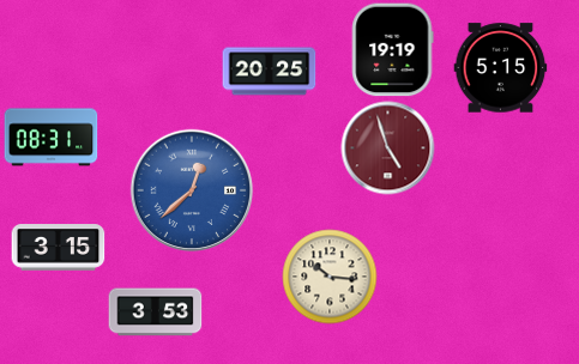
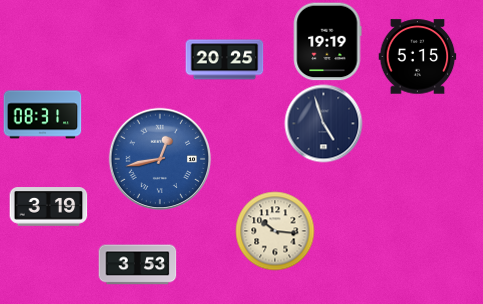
clock at (387, 147) dial: burgundy -> navy
clock at (192, 190): 12:38 -> 12:43
clock at (58, 248): 3:15 -> 3:19
clock at (155, 313) position: (155, 313) -> (137, 265)
